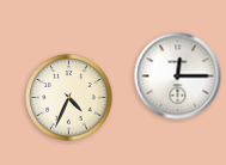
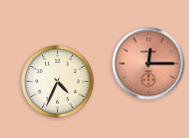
clock at (178, 77) dial: white -> salmon
